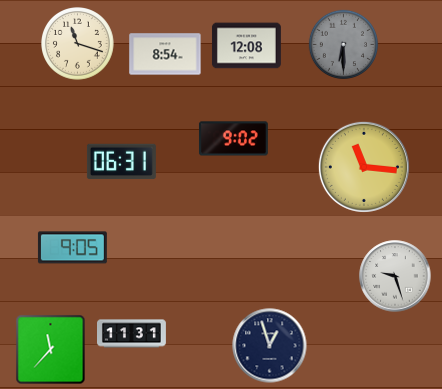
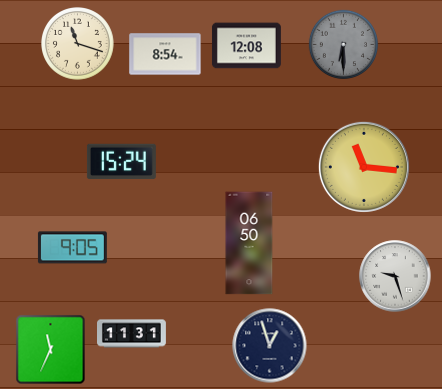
clock at (233, 139): 9:02 -> none
clock at (121, 162): 06:31 -> 15:24
clock at (249, 243): none -> 06:50
clock at (51, 350): 11:37 -> 11:34
